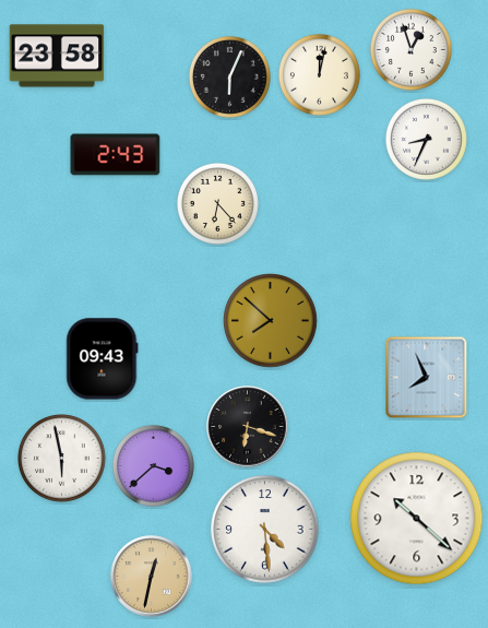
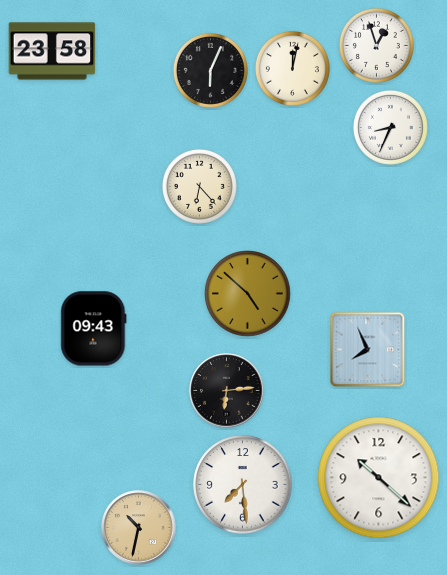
clock at (116, 155): 2:43 -> none
clock at (271, 321): 7:52 -> 4:52
clock at (427, 378) position: (427, 378) -> (368, 350)
clock at (248, 427): 6:18 -> 6:14
clock at (62, 459): 5:58 -> none
clock at (153, 465): 3:38 -> none
clock at (417, 519) position: (417, 519) -> (379, 478)
clock at (265, 530): 4:29 -> 7:29
clock at (152, 577): 12:32 -> 10:32
